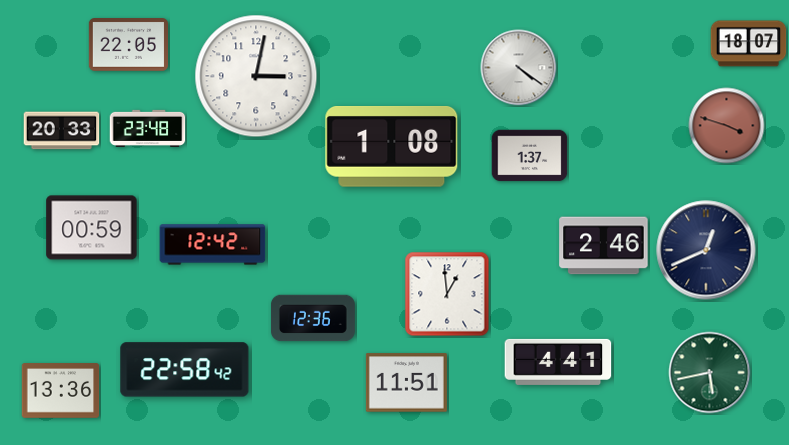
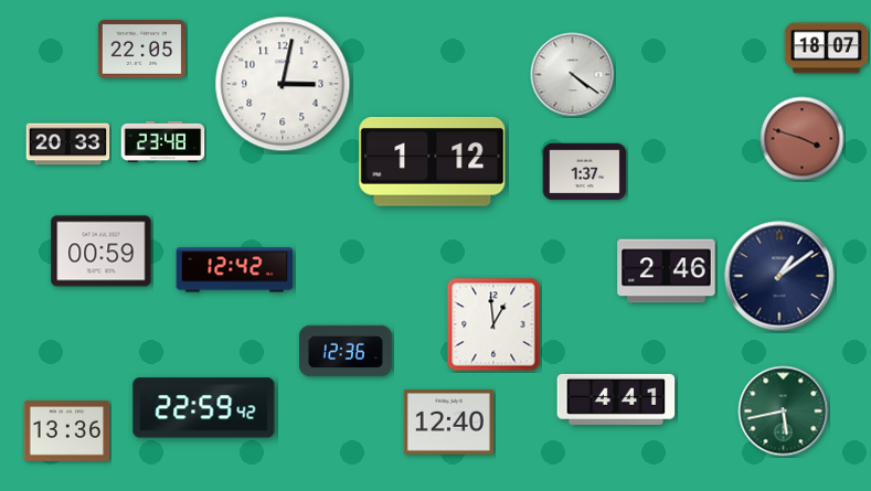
clock at (392, 147): 1:08 -> 1:12
clock at (706, 250): 12:41 -> 1:09
clock at (185, 370): 22:58 -> 22:59
clock at (406, 383): 11:51 -> 12:40
